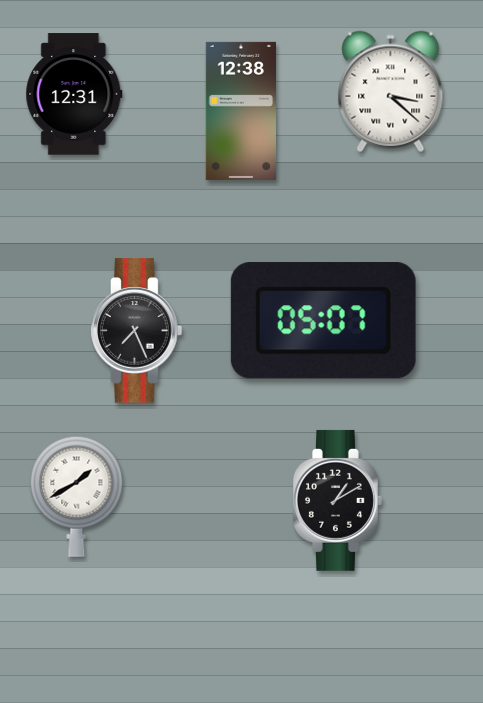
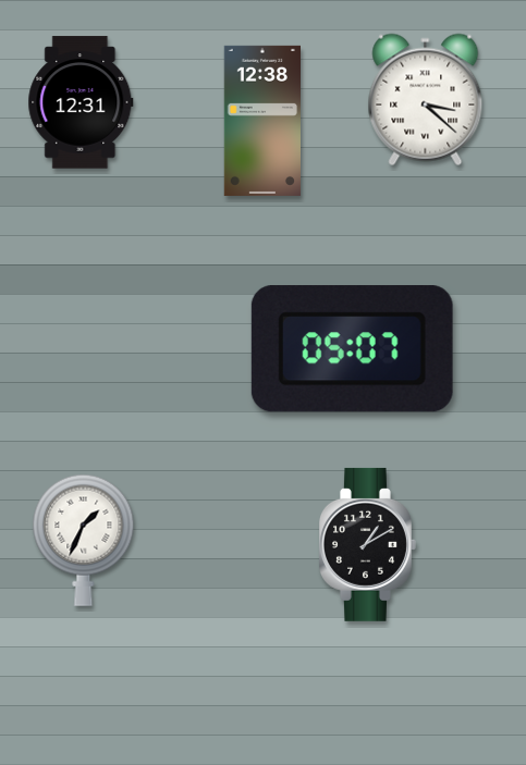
clock at (137, 331): 7:26 -> none
clock at (77, 496): 1:40 -> 1:34
